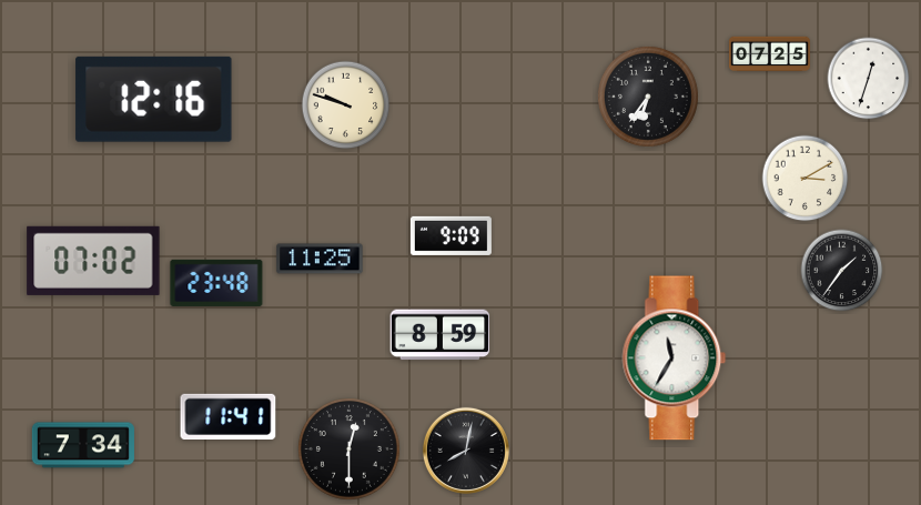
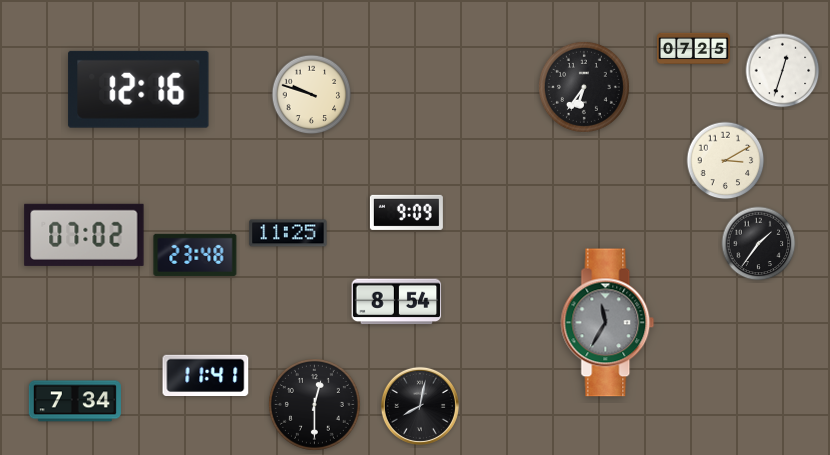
clock at (441, 335): 8:59 -> 8:54
clock at (675, 358) dial: white -> grey
